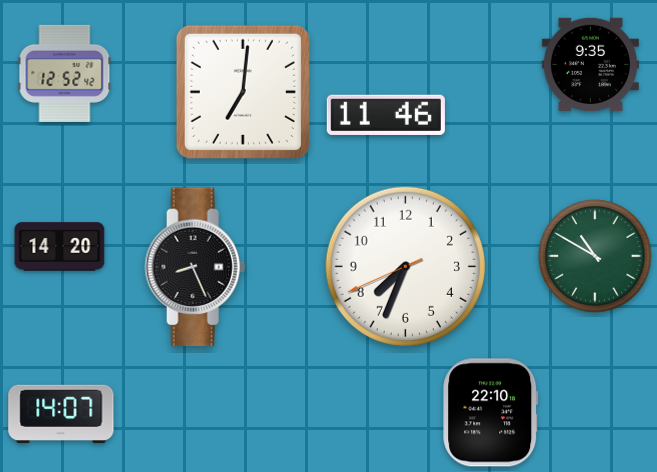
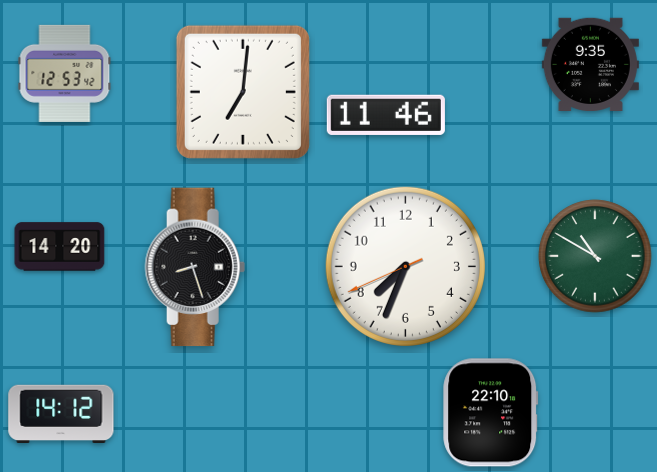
clock at (65, 73): 12:52 -> 12:53
clock at (195, 267): 8:26 -> 8:27
clock at (61, 413): 14:07 -> 14:12
